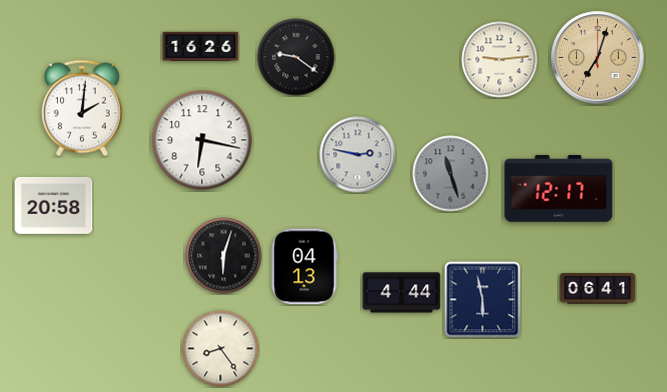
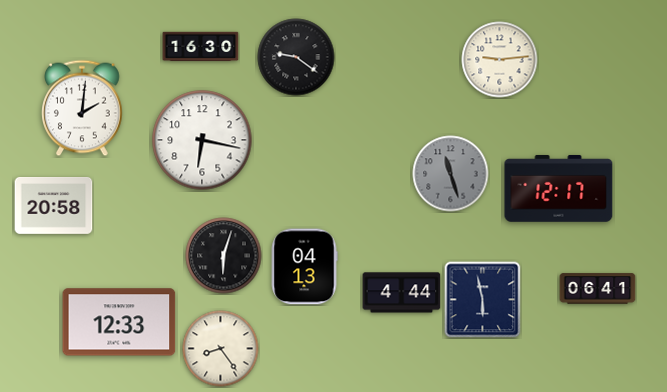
clock at (201, 47): 16:26 -> 16:30
clock at (598, 58): 7:03 -> none
clock at (358, 155): 2:47 -> none
clock at (119, 322): none -> 12:33
